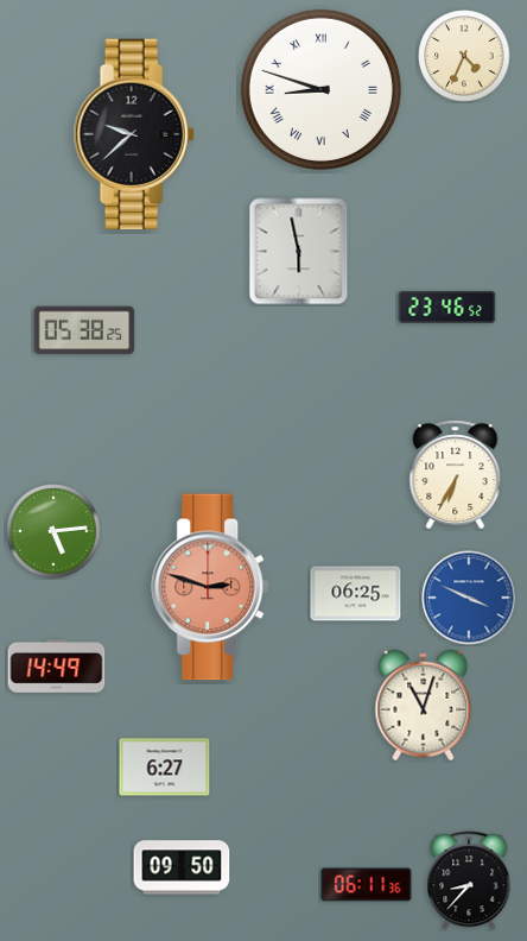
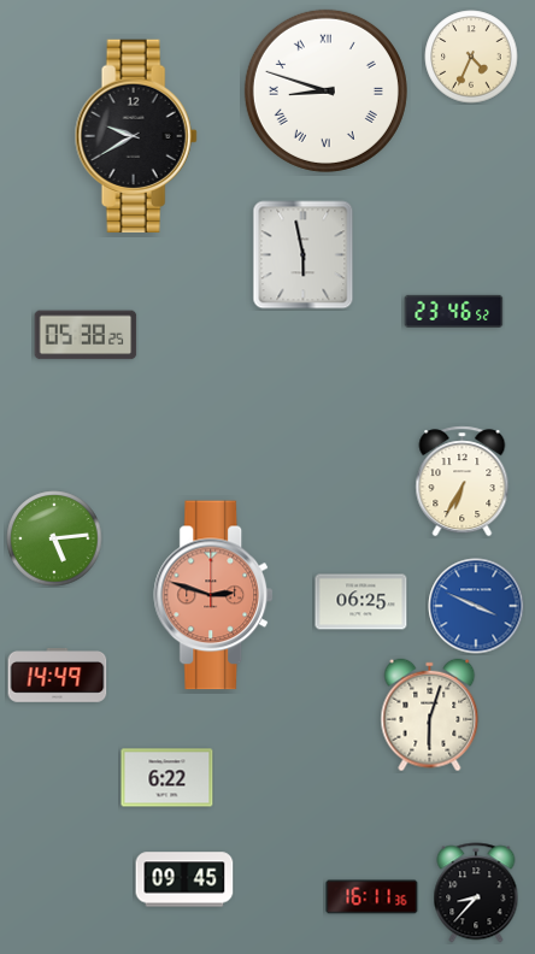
clock at (134, 133): 9:38 -> 9:40
clock at (424, 706): 11:03 -> 6:03
clock at (165, 768): 6:27 -> 6:22
clock at (182, 867): 09:50 -> 09:45
clock at (367, 885): 06:11 -> 16:11
